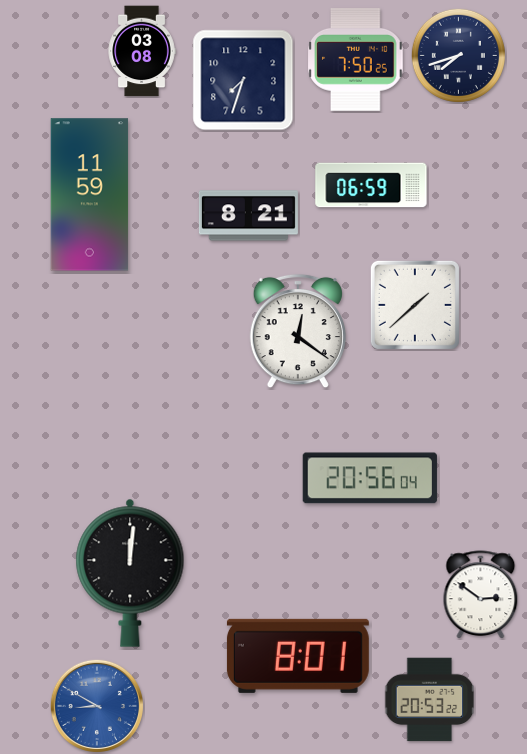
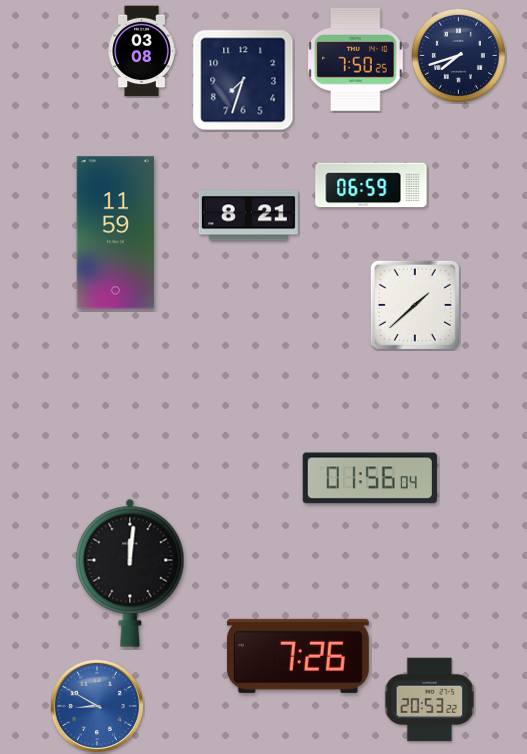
clock at (90, 195) position: (90, 195) -> (116, 233)
clock at (298, 331): 12:21 -> none
clock at (370, 478): 20:56 -> 01:56
clock at (481, 595): 2:51 -> none
clock at (298, 656): 8:01 -> 7:26
